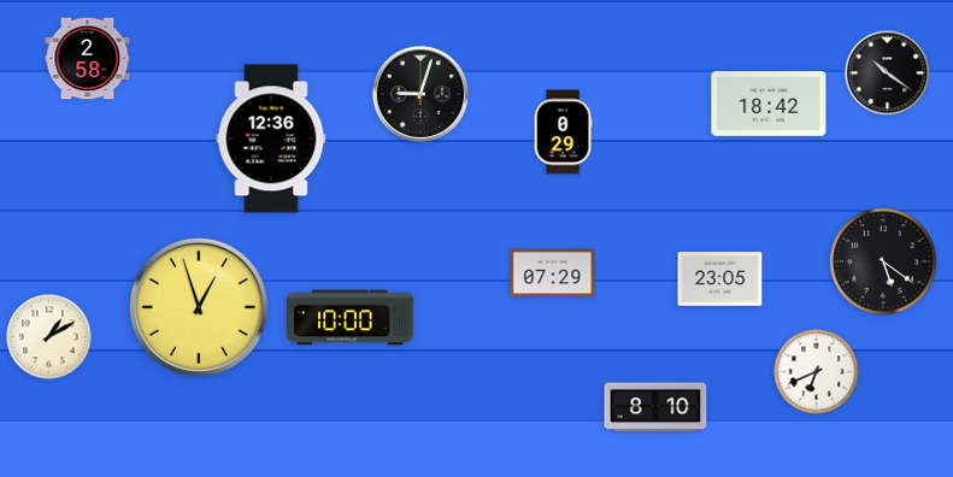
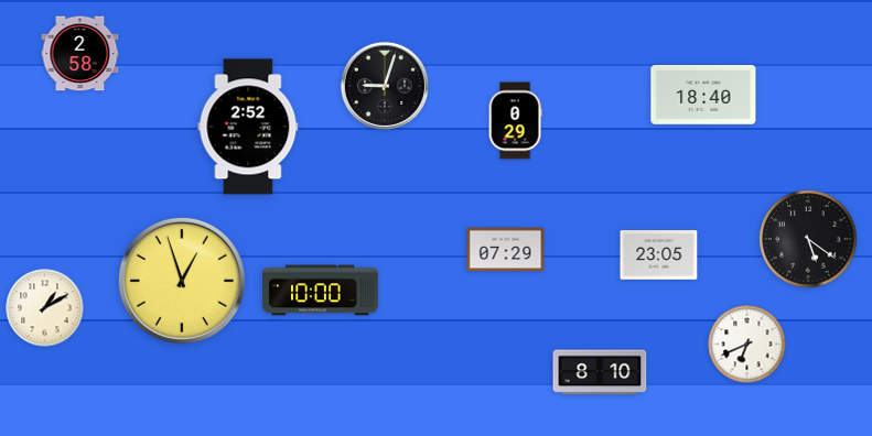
clock at (888, 73): 10:21 -> none
clock at (769, 104): 18:42 -> 18:40
clock at (271, 139): 12:36 -> 2:52
clock at (817, 372) position: (817, 372) -> (747, 345)
